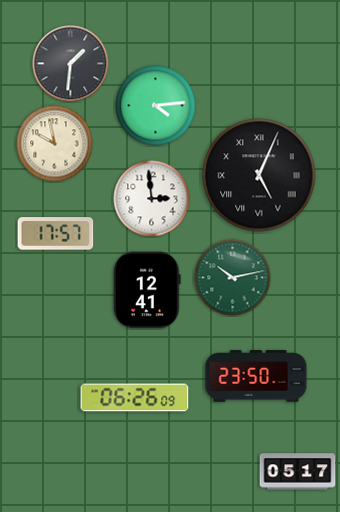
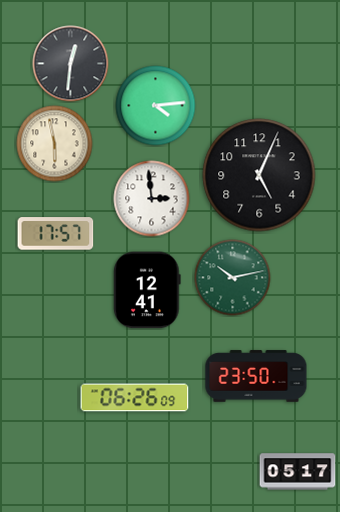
clock at (71, 64): 1:31 -> 12:31
clock at (55, 144): 9:58 -> 5:58
clock at (259, 175) numerals: Roman -> Arabic
